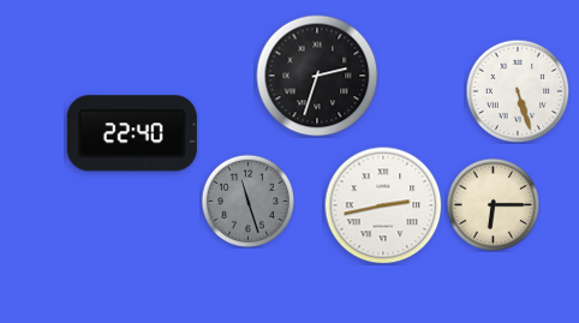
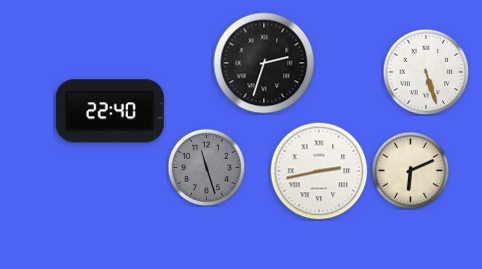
clock at (518, 91) position: (518, 91) -> (426, 72)
clock at (493, 204): 6:15 -> 6:11
